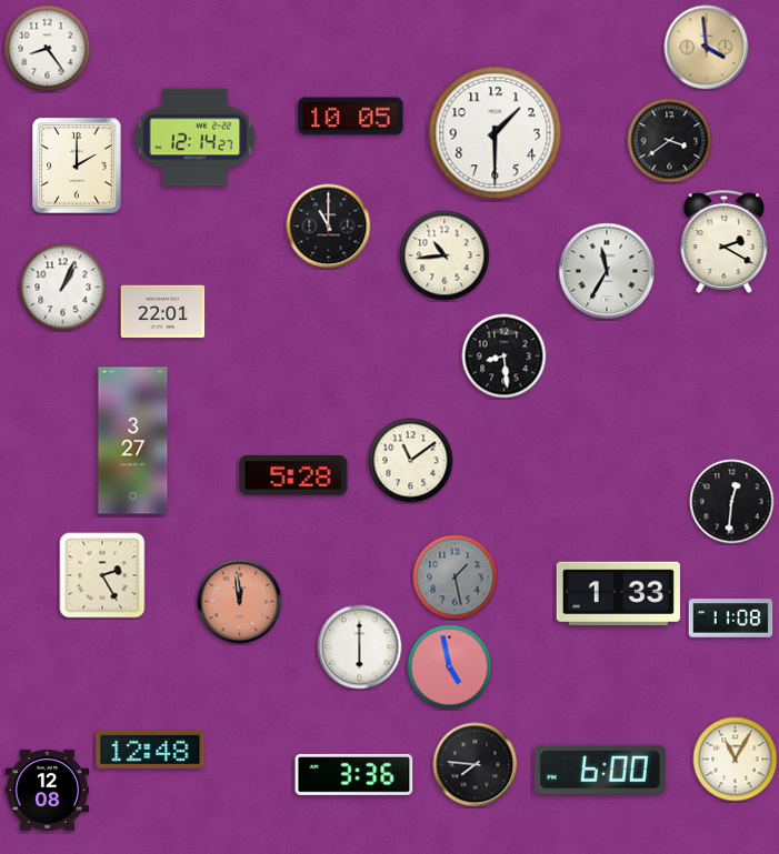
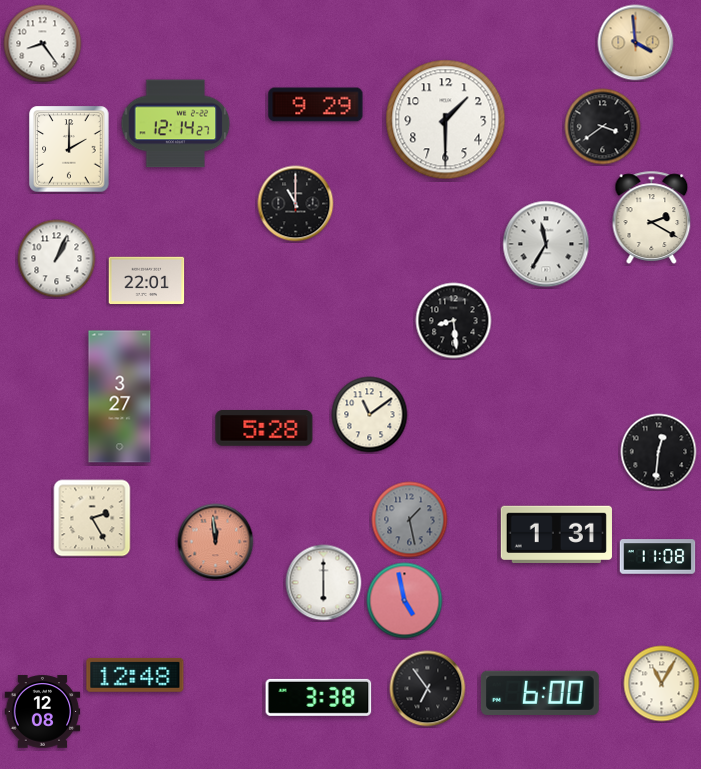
clock at (351, 117): 10:05 -> 9:29
clock at (445, 255): 10:44 -> none
clock at (618, 593): 1:33 -> 1:31
clock at (476, 765): 7:46 -> 6:54
clock at (354, 774): 3:36 -> 3:38
